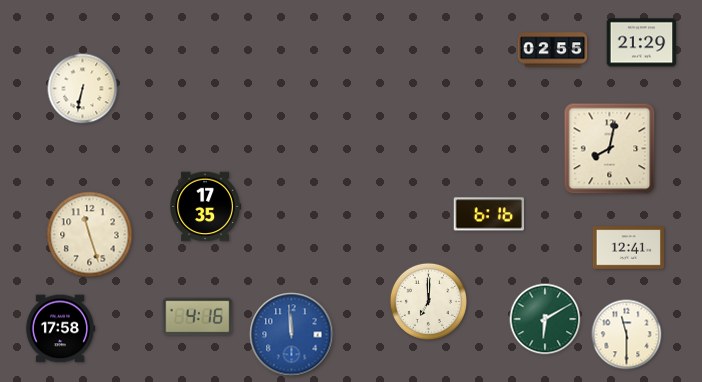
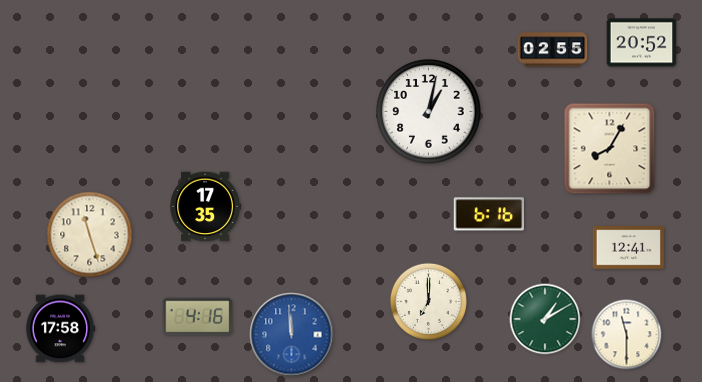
clock at (642, 43): 21:29 -> 20:52
clock at (83, 89): 6:32 -> none
clock at (429, 112): none -> 1:02
clock at (610, 149): 8:02 -> 8:05
clock at (545, 319): 6:10 -> 1:10
